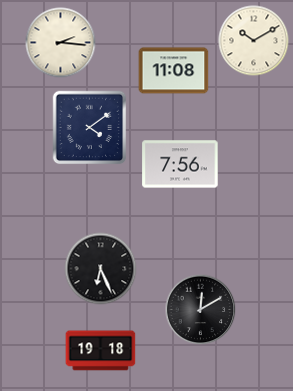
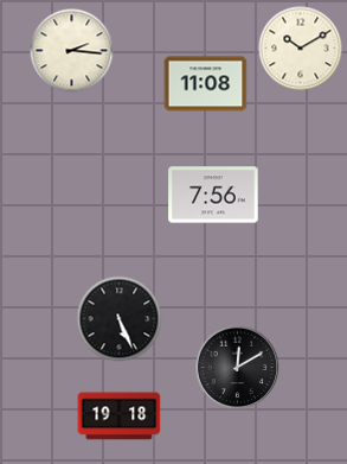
clock at (90, 128): 4:09 -> none
clock at (101, 269): 6:26 -> 5:26
